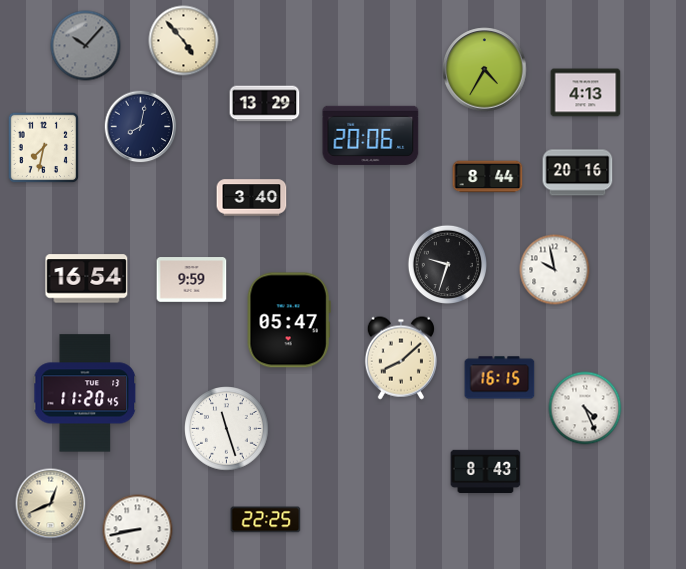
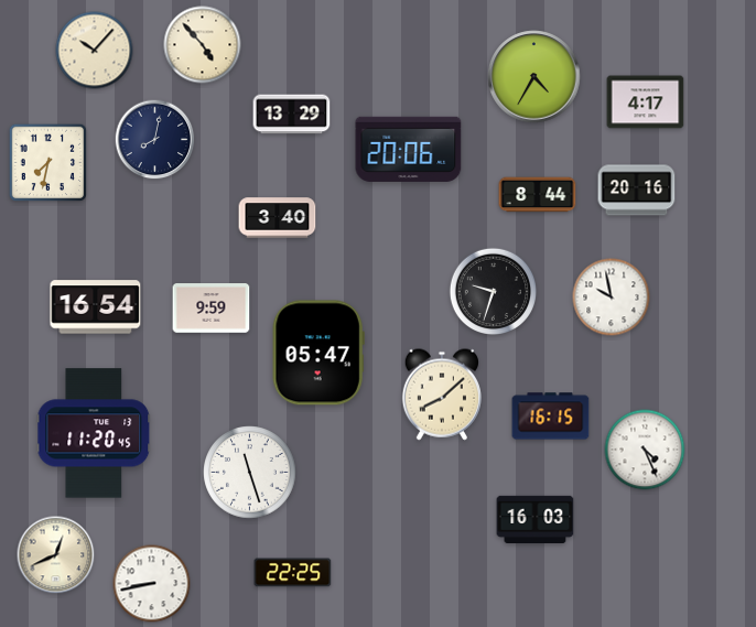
clock at (86, 46) dial: grey -> cream
clock at (586, 93): 4:13 -> 4:17
clock at (486, 471): 8:43 -> 16:03
